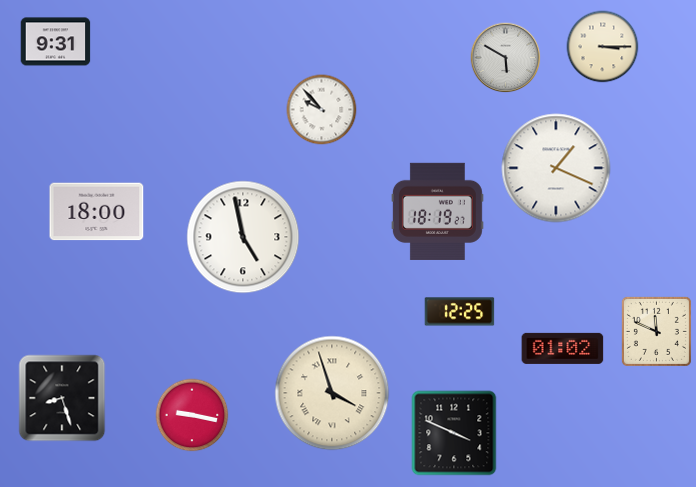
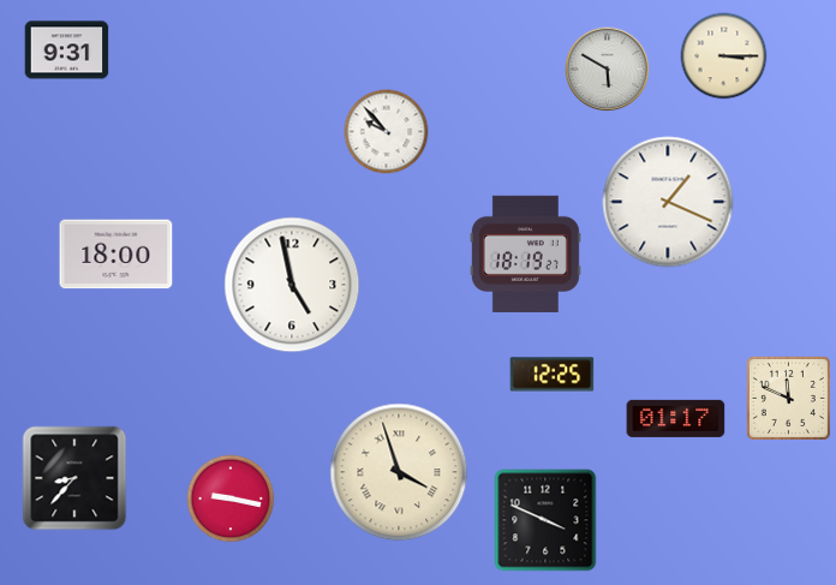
clock at (563, 348): 01:02 -> 01:17
clock at (62, 398): 8:27 -> 8:37
